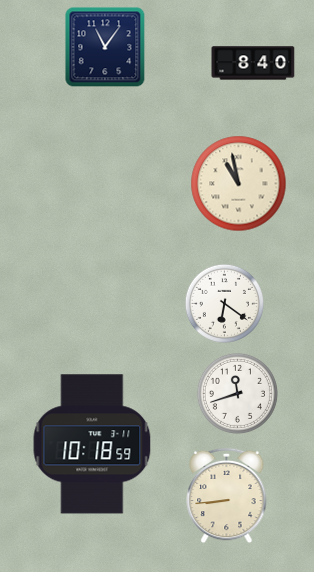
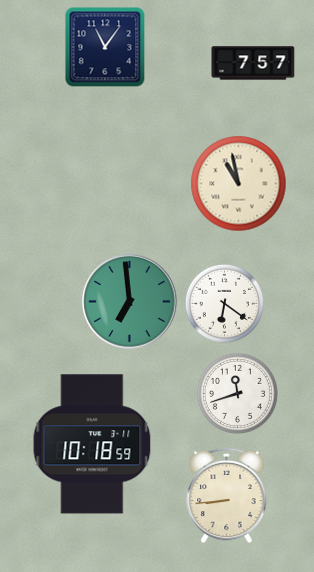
clock at (253, 63): 8:40 -> 7:57
clock at (130, 302): none -> 6:59
